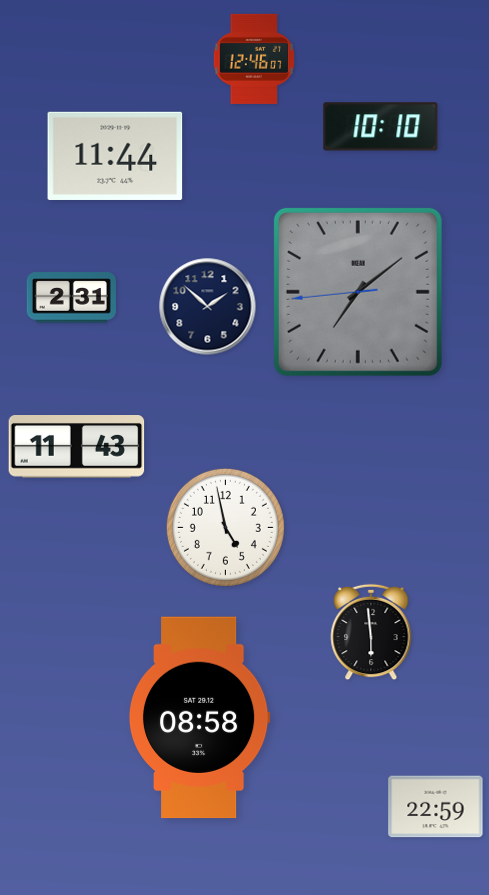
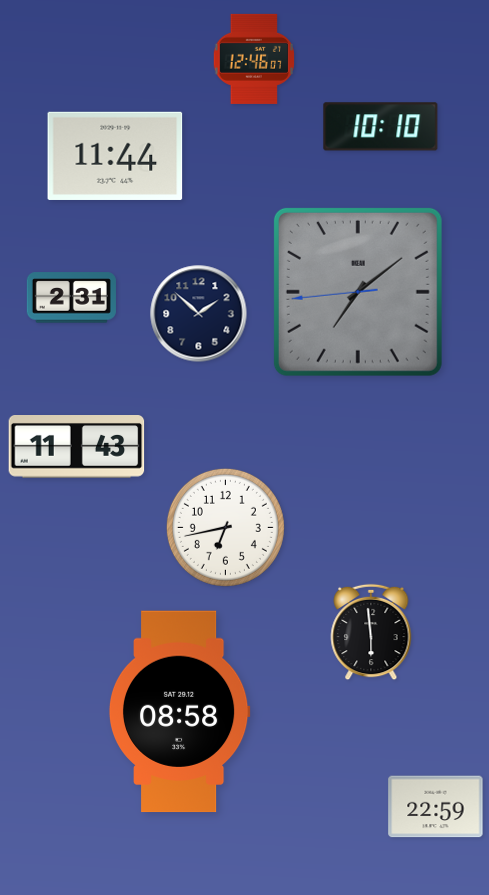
clock at (208, 307) position: (208, 307) -> (199, 314)
clock at (225, 527): 4:58 -> 6:43
clock at (199, 718) position: (199, 718) -> (179, 712)
